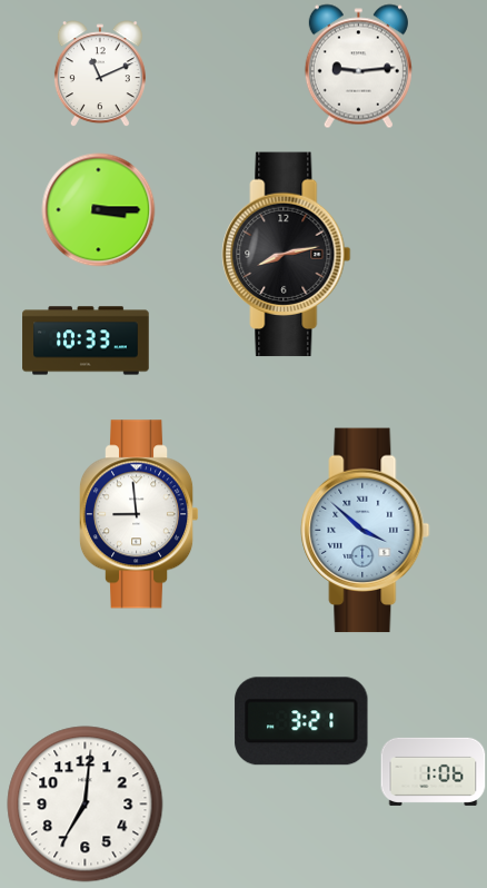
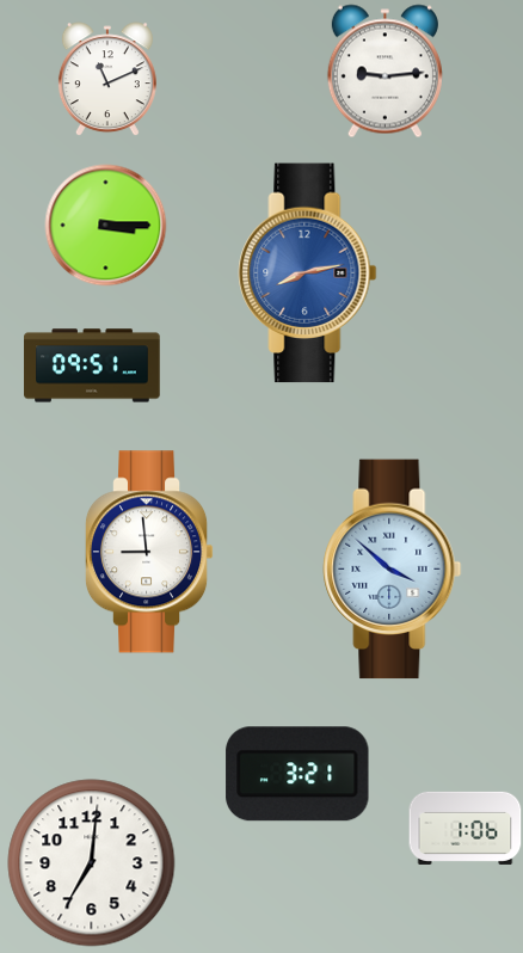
clock at (287, 255) dial: black -> blue
clock at (86, 341): 10:33 -> 09:51
clock at (301, 721) position: (301, 721) -> (297, 774)
